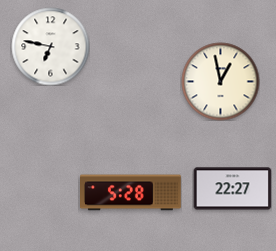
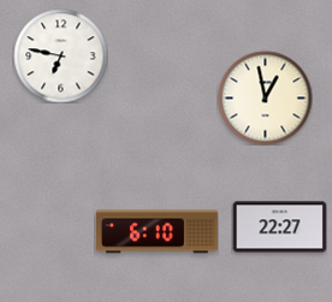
clock at (131, 193): 5:28 -> 6:10
